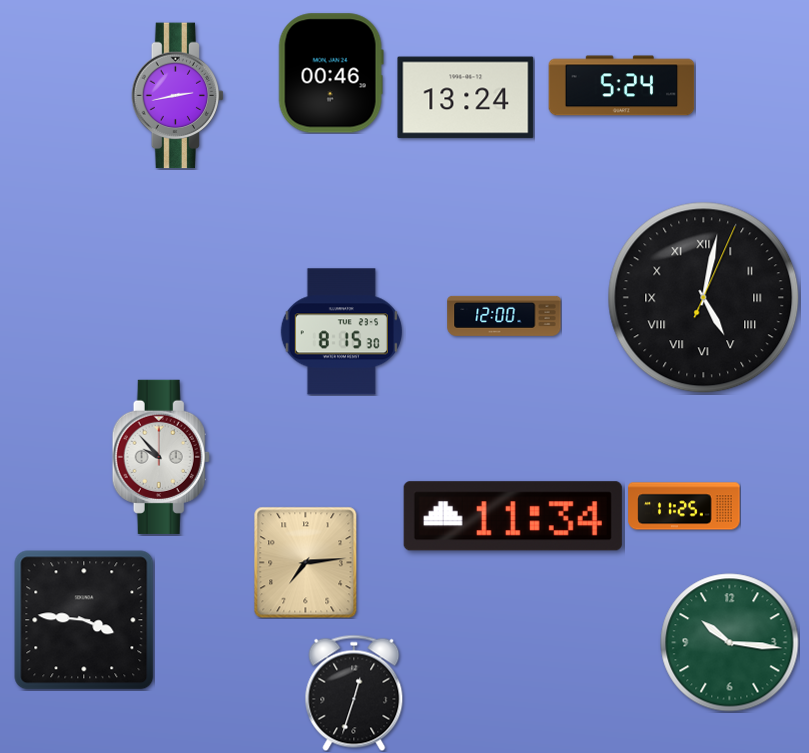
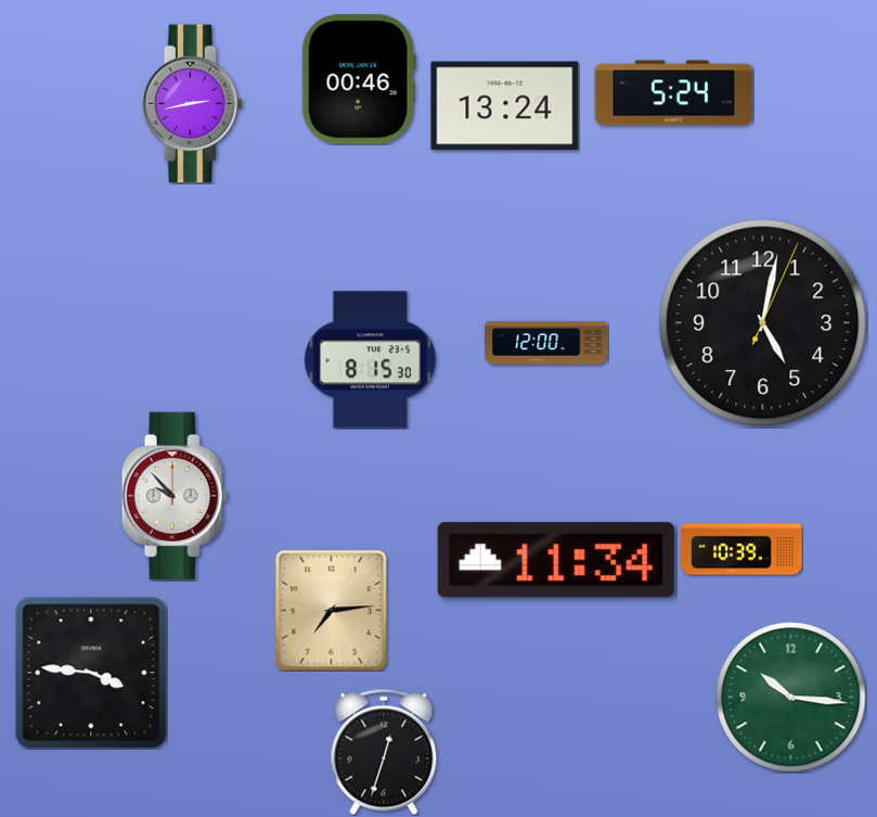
clock at (704, 298) numerals: Roman -> Arabic
clock at (684, 506): 11:25 -> 10:39
